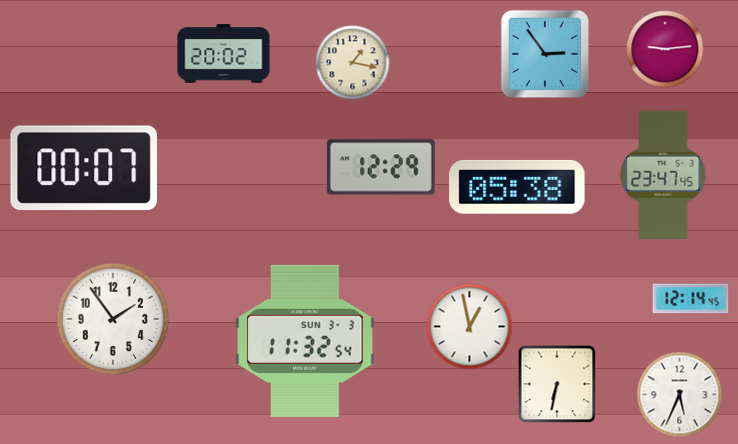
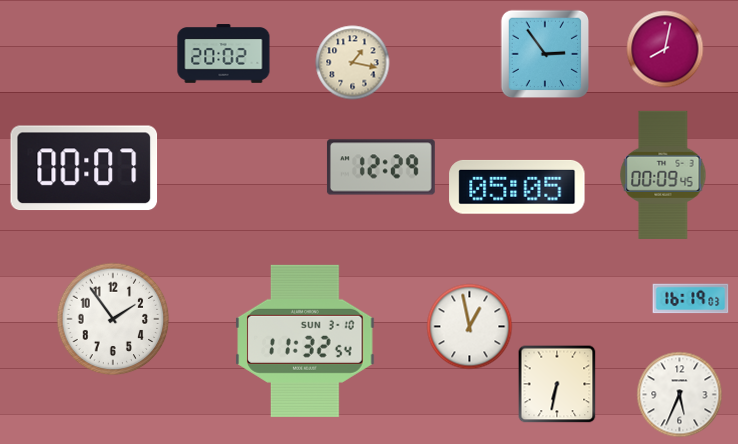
clock at (665, 49): 9:14 -> 8:02
clock at (663, 175): 23:47 -> 00:09
clock at (517, 187): 05:38 -> 05:05
clock at (691, 299): 12:14 -> 16:19
clock at (305, 341) date: SUN 3-3 -> SUN 3-10
